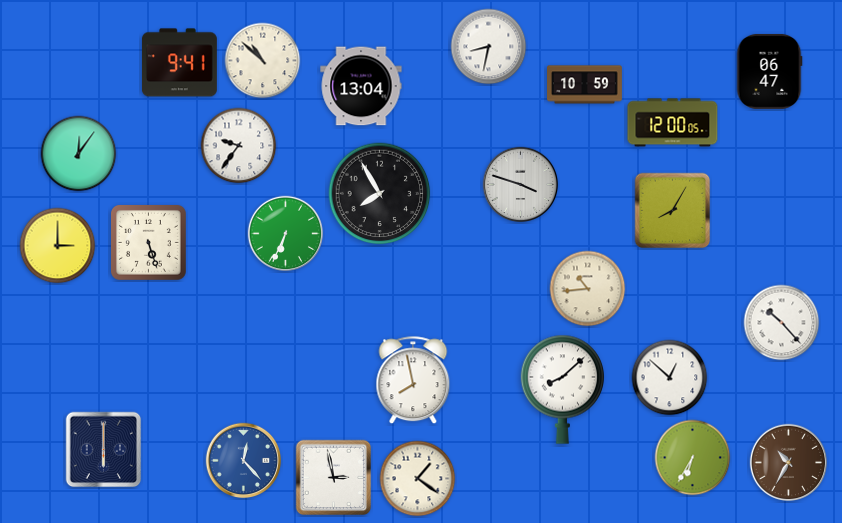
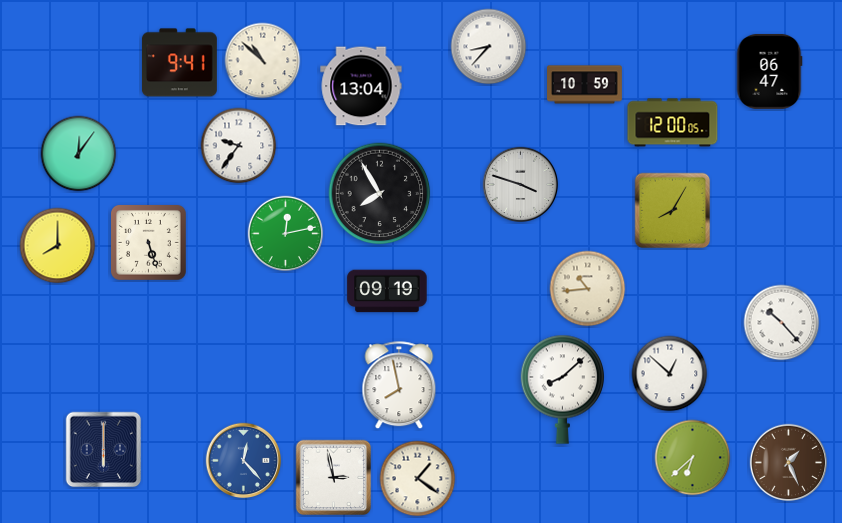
clock at (489, 47): 8:32 -> 8:37
clock at (286, 234): 6:34 -> 12:13
clock at (58, 246): 3:00 -> 8:00
clock at (387, 291): none -> 09:19
clock at (670, 378) position: (670, 378) -> (670, 374)
clock at (413, 381) position: (413, 381) -> (399, 386)
clock at (693, 458): 6:35 -> 6:38
clock at (789, 463): 10:35 -> 1:26
